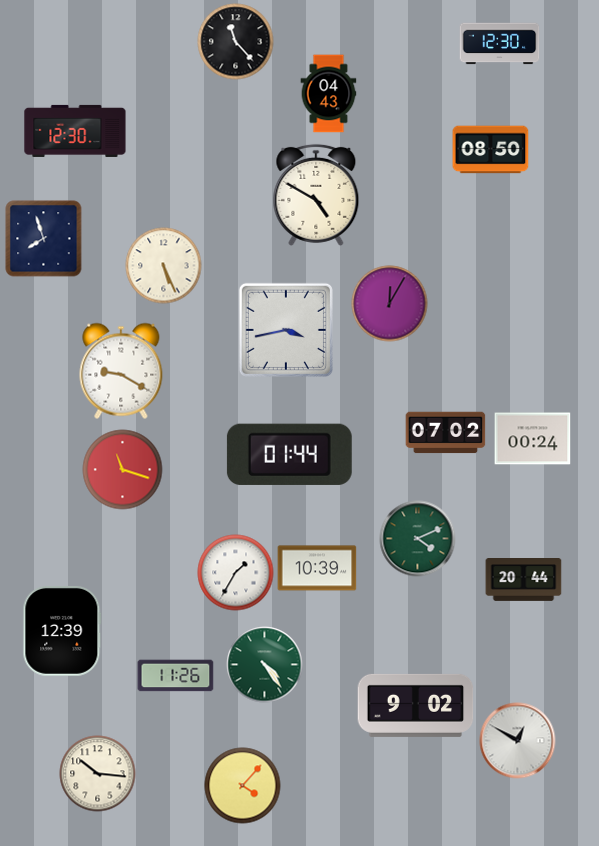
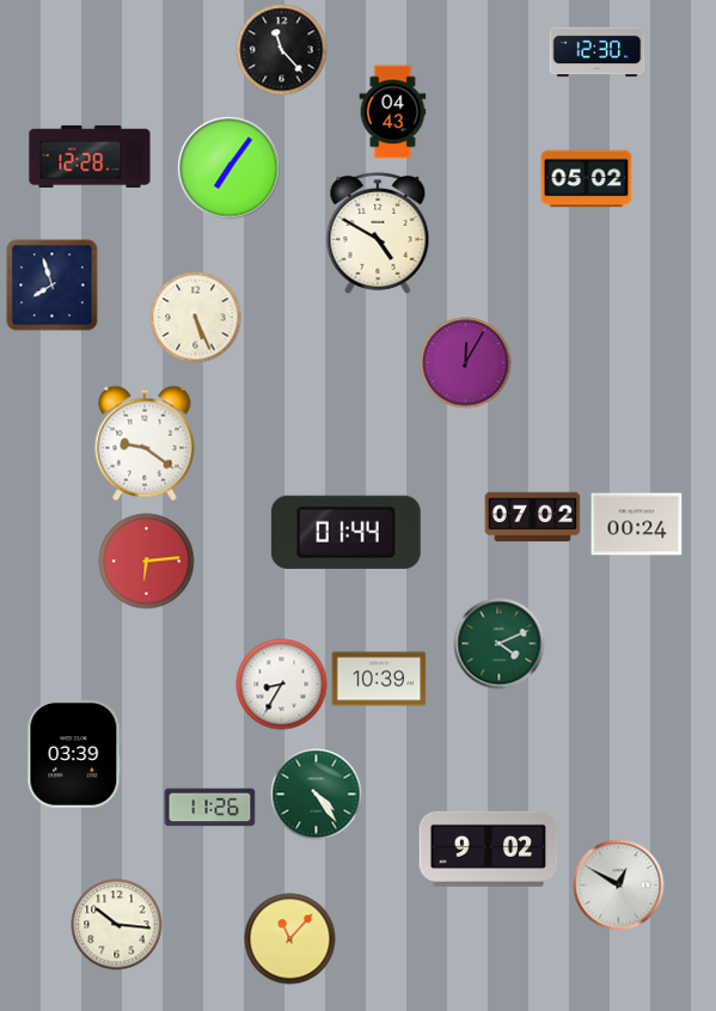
clock at (75, 131): 12:30 -> 12:28
clock at (230, 168): none -> 7:06
clock at (491, 150): 08:50 -> 05:02
clock at (286, 330): 3:43 -> none
clock at (121, 371): 9:20 -> 9:21
clock at (289, 454) position: (289, 454) -> (345, 532)
clock at (123, 470): 11:18 -> 6:14
clock at (236, 573): 1:35 -> 8:35
clock at (524, 580): 20:44 -> none
clock at (62, 631): 12:39 -> 03:39
clock at (416, 705) position: (416, 705) -> (489, 848)
clock at (243, 786): 4:07 -> 11:07
